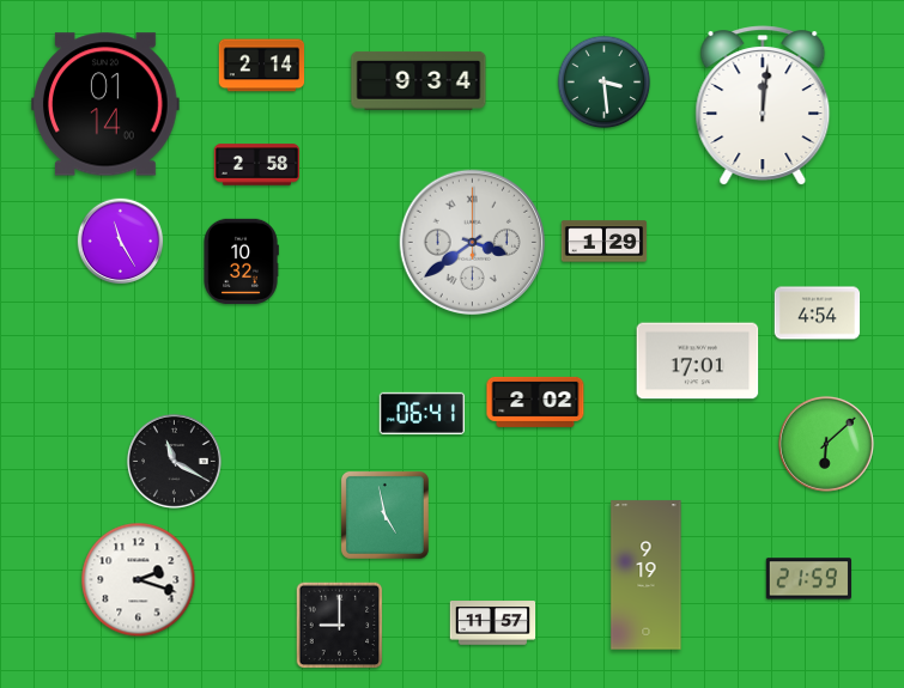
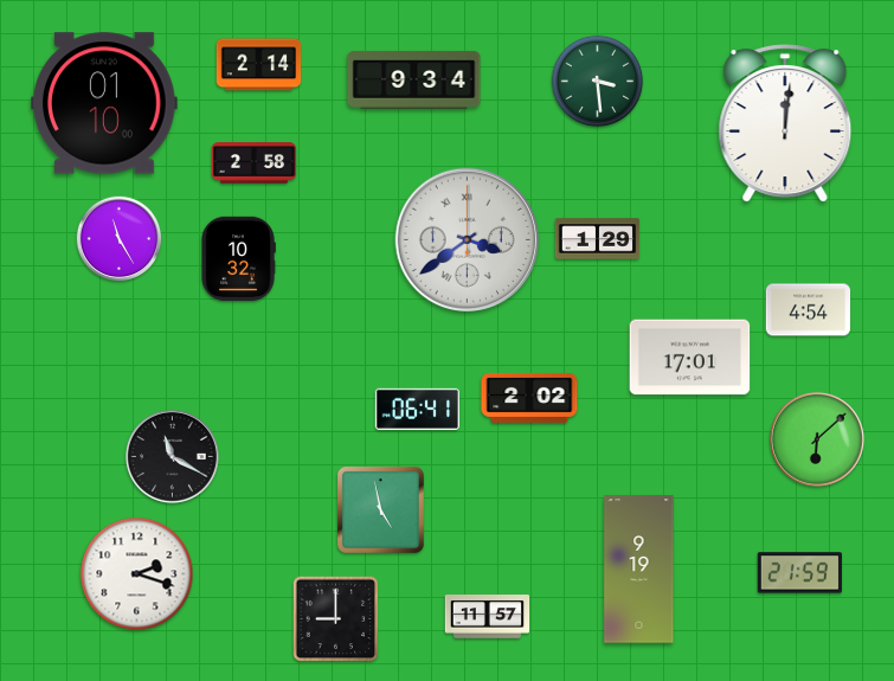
clock at (107, 104): 01:14 -> 01:10
clock at (763, 105) position: (763, 105) -> (785, 123)
